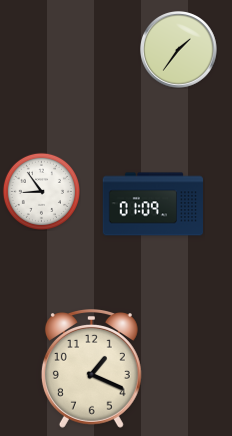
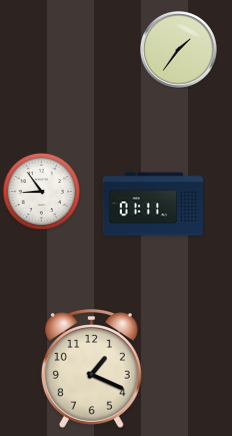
clock at (153, 204): 01:09 -> 01:11
